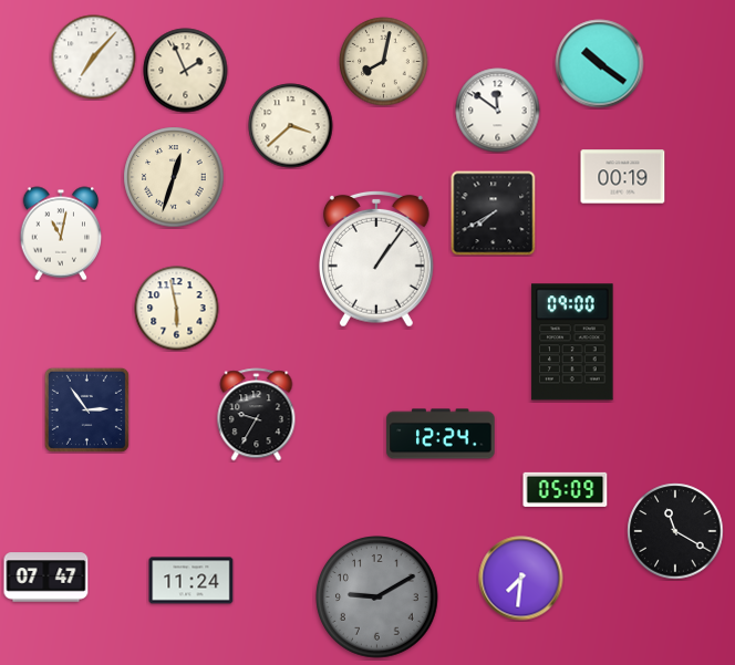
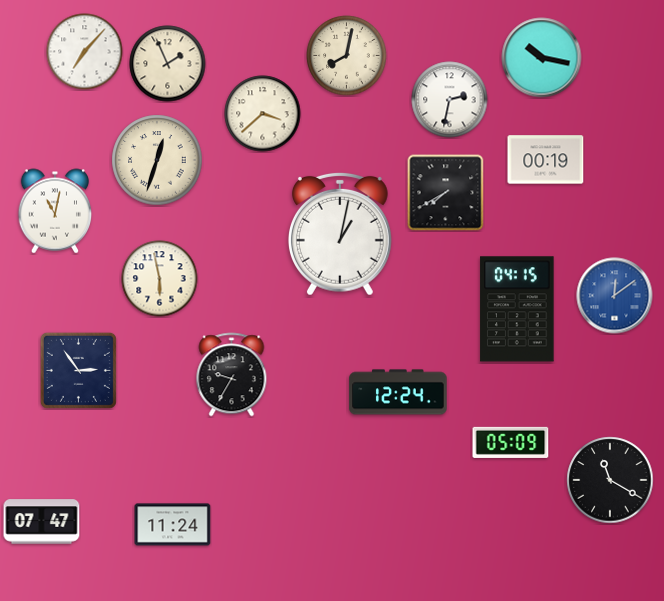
clock at (600, 64): 10:21 -> 10:17
clock at (498, 111): 11:51 -> 2:32
clock at (623, 177) position: (623, 177) -> (546, 160)
clock at (376, 259): 1:06 -> 1:02
clock at (615, 296): none -> 12:09
clock at (572, 342): 09:00 -> 04:15
clock at (521, 579): 7:31 -> none
clock at (377, 598): 9:10 -> none
